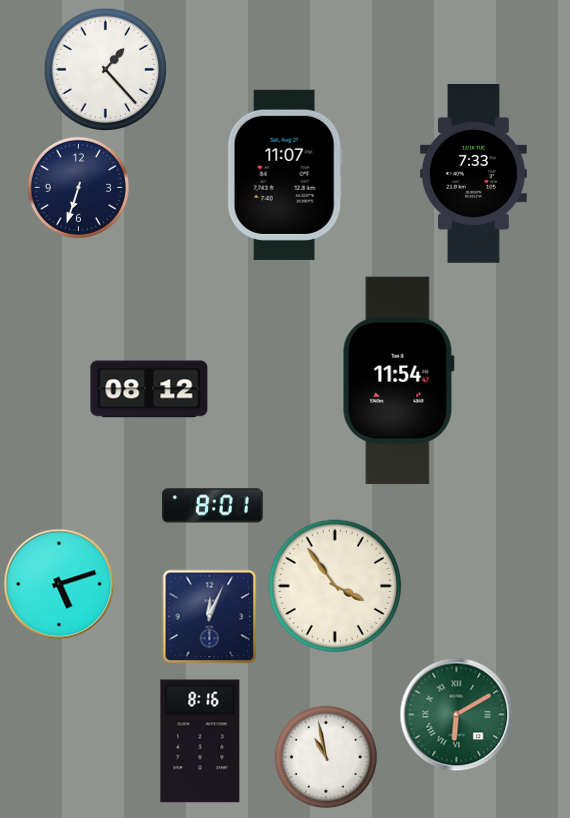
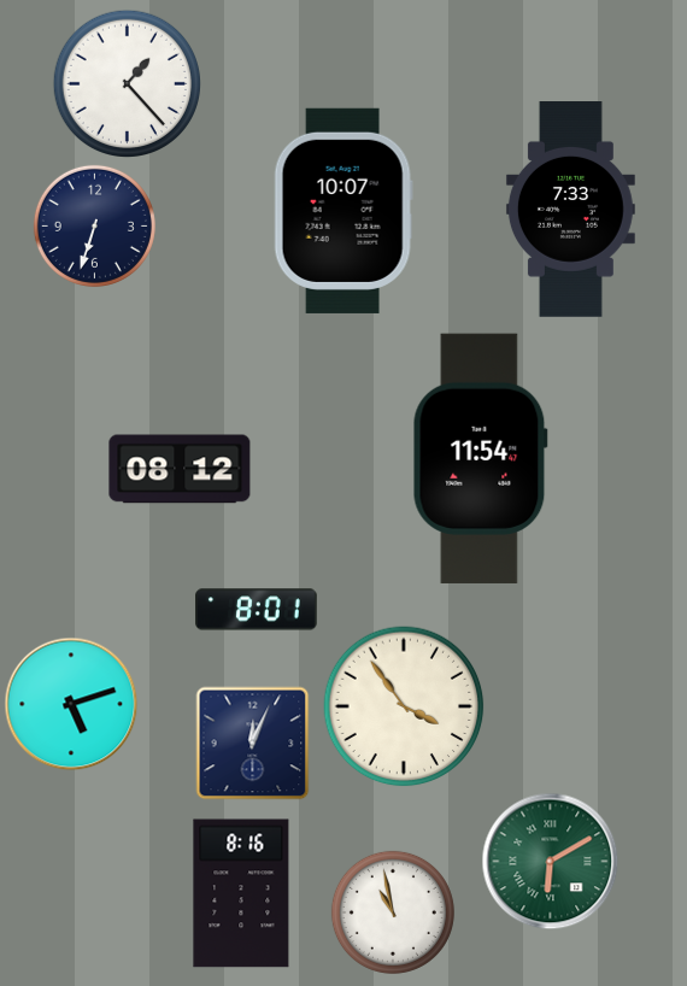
clock at (285, 175): 11:07 -> 10:07
